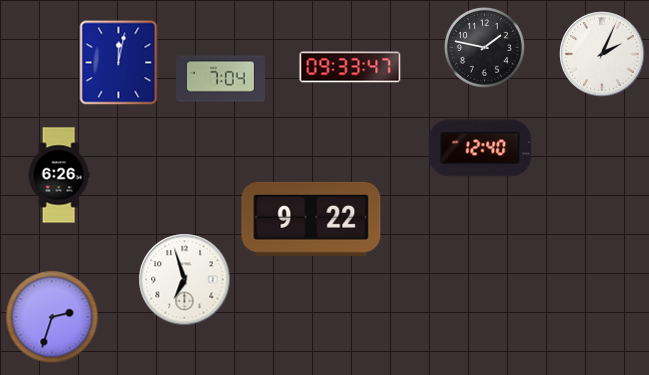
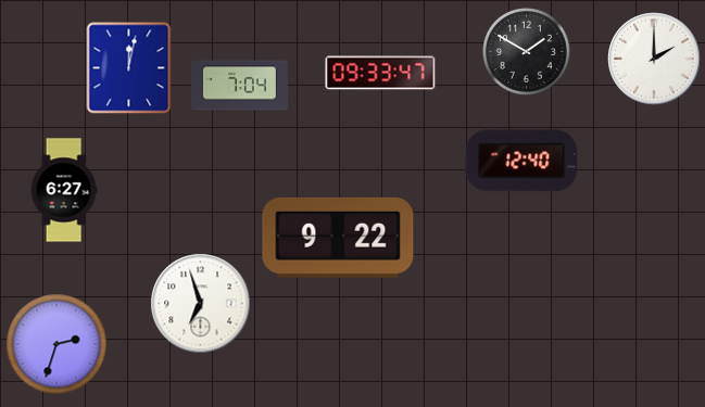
clock at (485, 48): 1:47 -> 1:50
clock at (602, 54): 2:04 -> 2:00
clock at (59, 175): 6:26 -> 6:27
